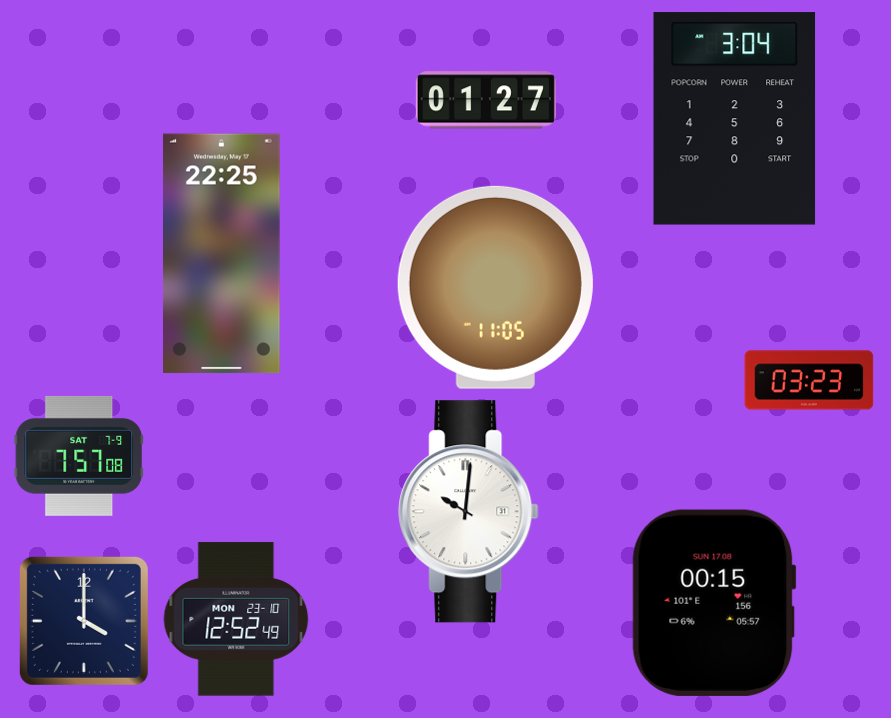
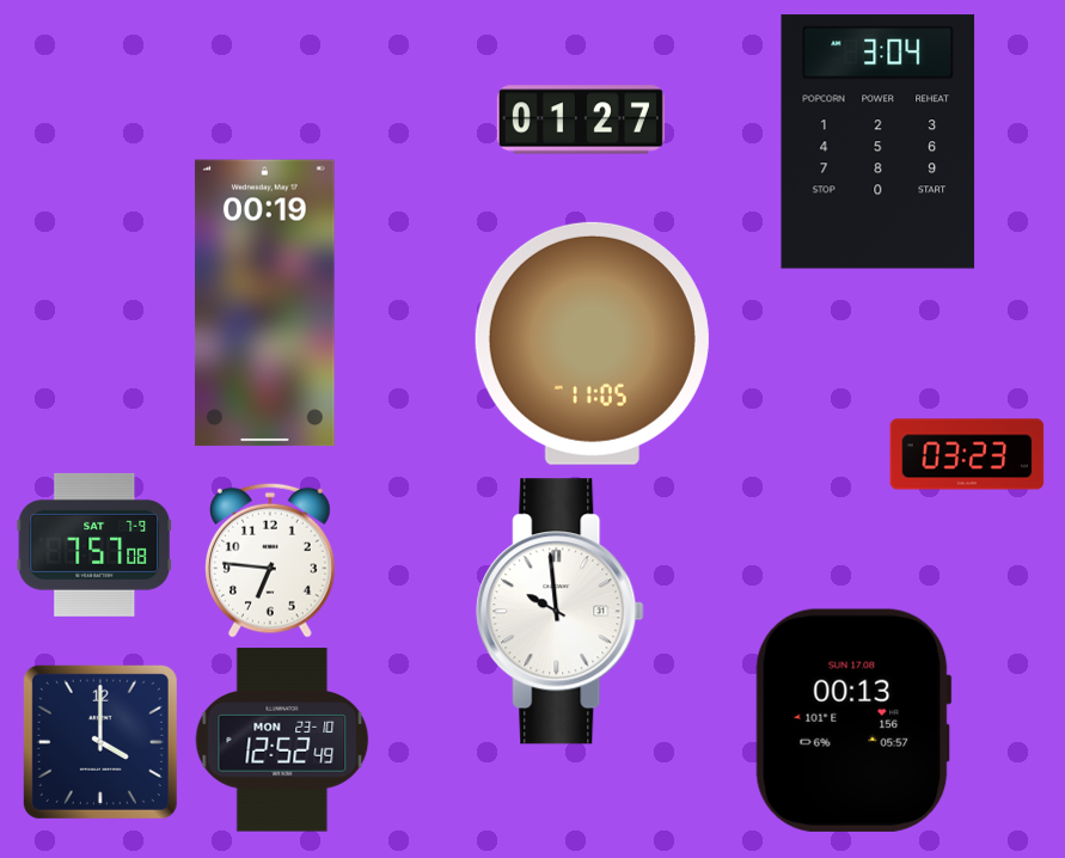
clock at (222, 254): 22:25 -> 00:19
clock at (270, 560): none -> 6:46
clock at (469, 512): 10:01 -> 9:59
clock at (714, 603): 00:15 -> 00:13
